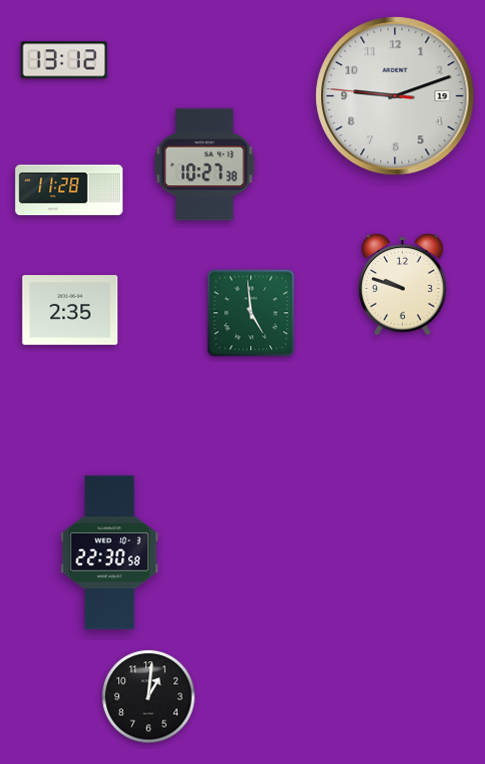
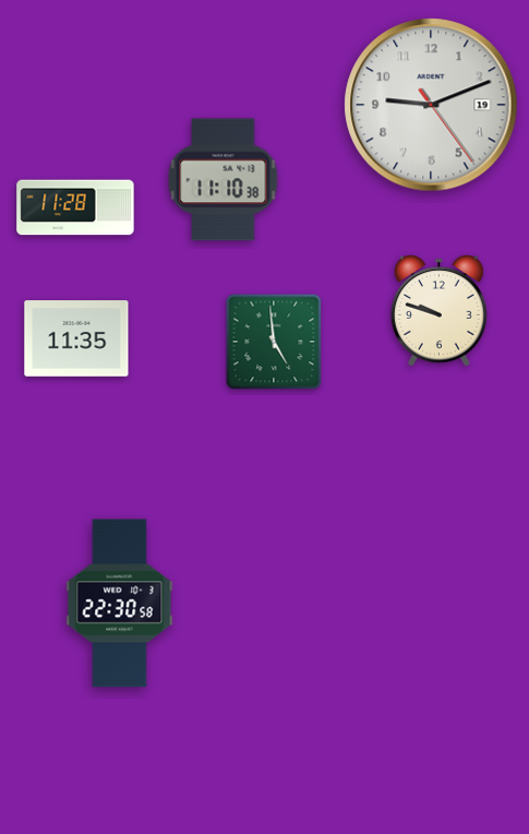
clock at (64, 60): 13:12 -> none
clock at (395, 96): 9:11:46 -> 9:11:24
clock at (205, 165): 10:27 -> 11:10
clock at (70, 310): 2:35 -> 11:35
clock at (149, 697): 1:01 -> none
